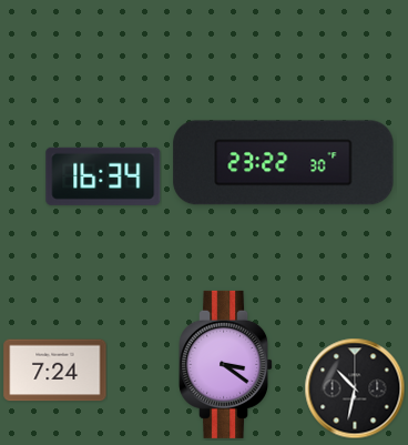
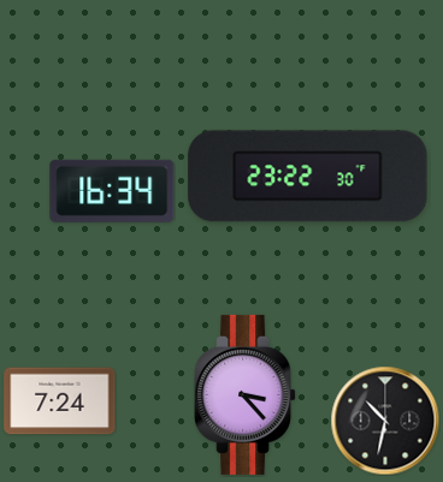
clock at (226, 364): 3:21 -> 3:23
